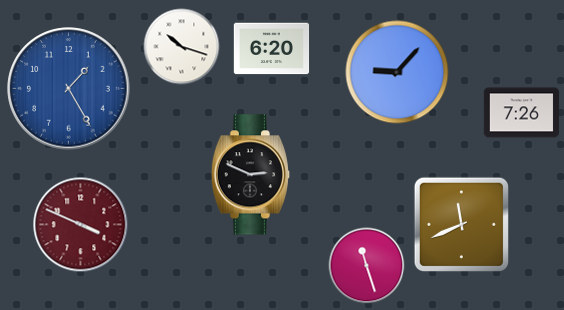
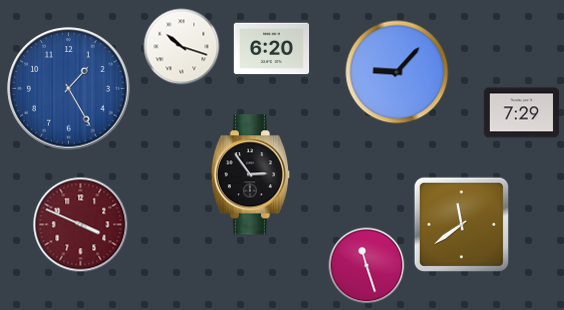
clock at (522, 113): 7:26 -> 7:29
clock at (251, 175): 2:49 -> 2:54
clock at (461, 224): 11:41 -> 11:39
